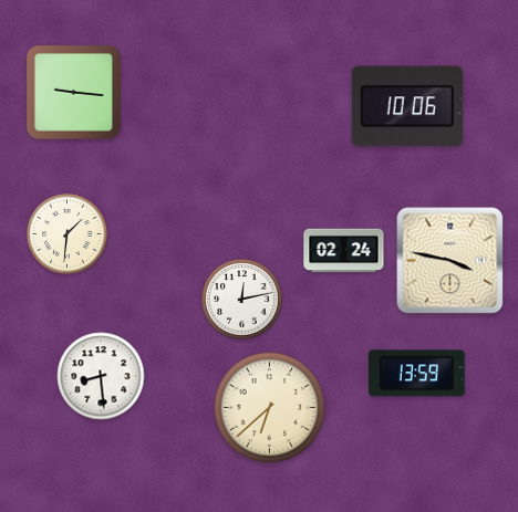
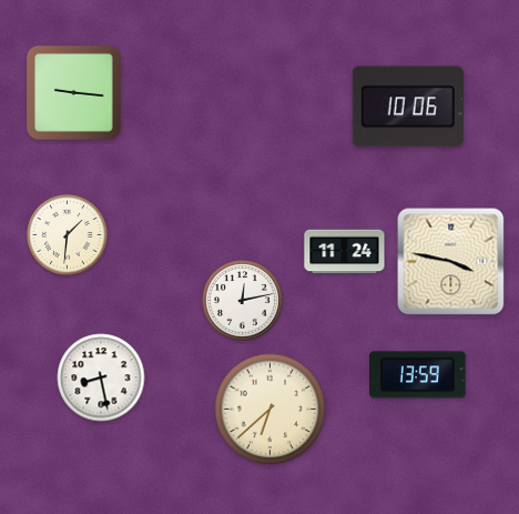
clock at (344, 251): 02:24 -> 11:24
clock at (101, 376): 8:29 -> 8:28
